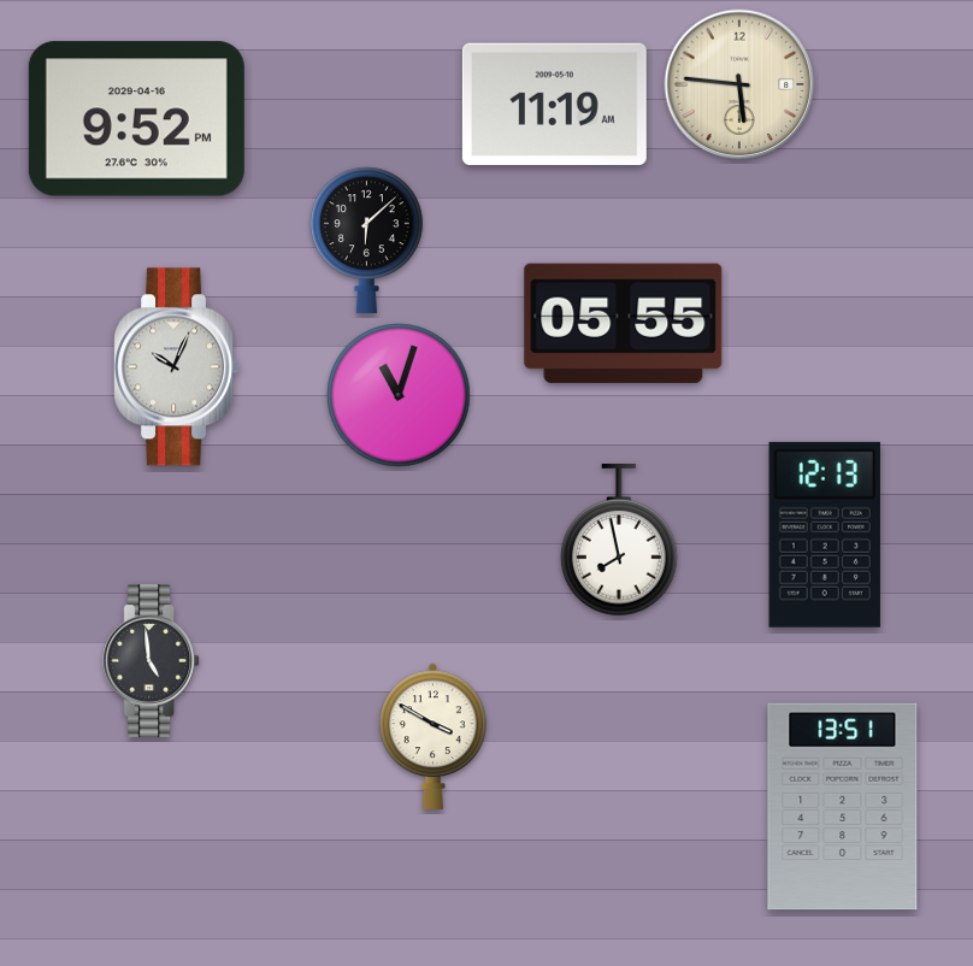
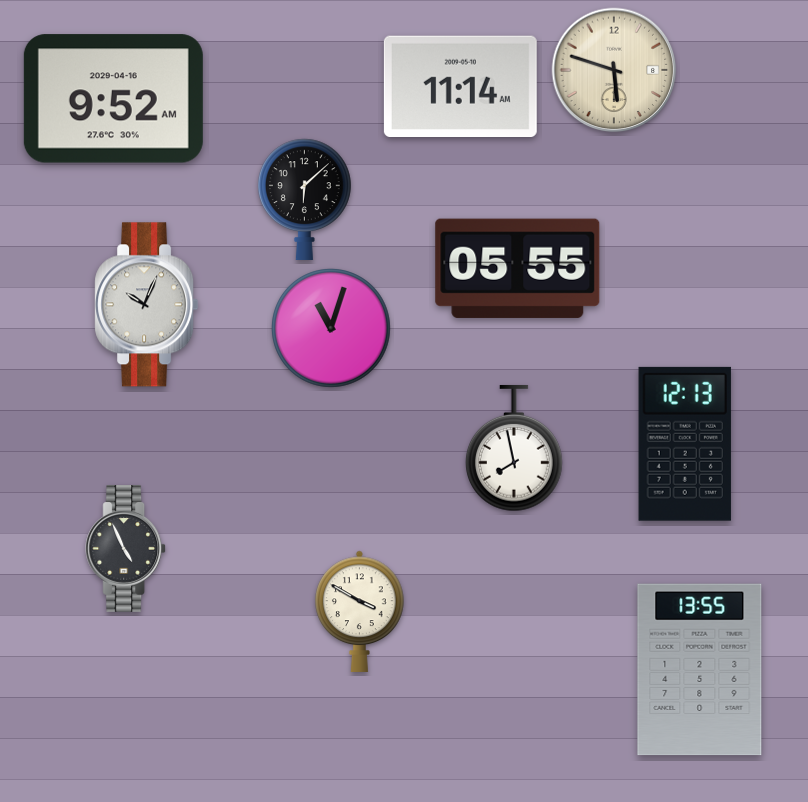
clock at (739, 84): 5:46 -> 5:48
clock at (554, 104): 11:19 -> 11:14
clock at (136, 119): 9:52 PM -> 9:52 AM
clock at (152, 661): 4:59 -> 4:56
clock at (843, 807): 13:51 -> 13:55
